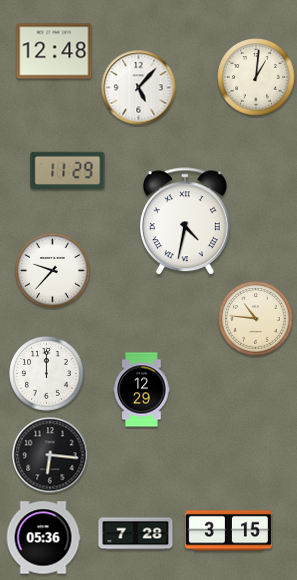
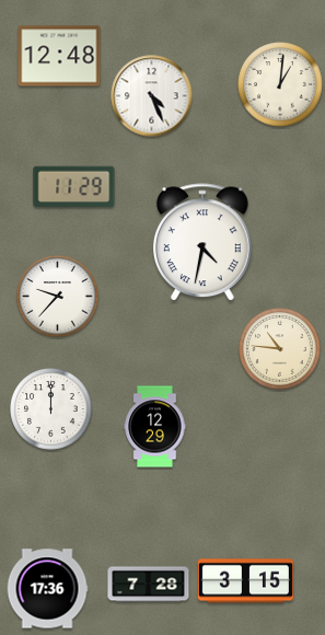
clock at (139, 88): 5:07 -> 4:26
clock at (50, 455): 6:16 -> none
clock at (228, 531) position: (228, 531) -> (245, 581)
clock at (43, 538): 05:36 -> 17:36
